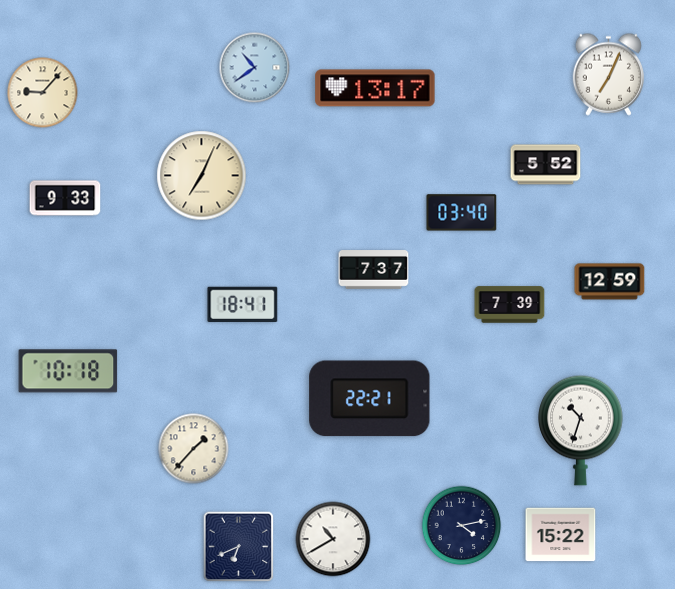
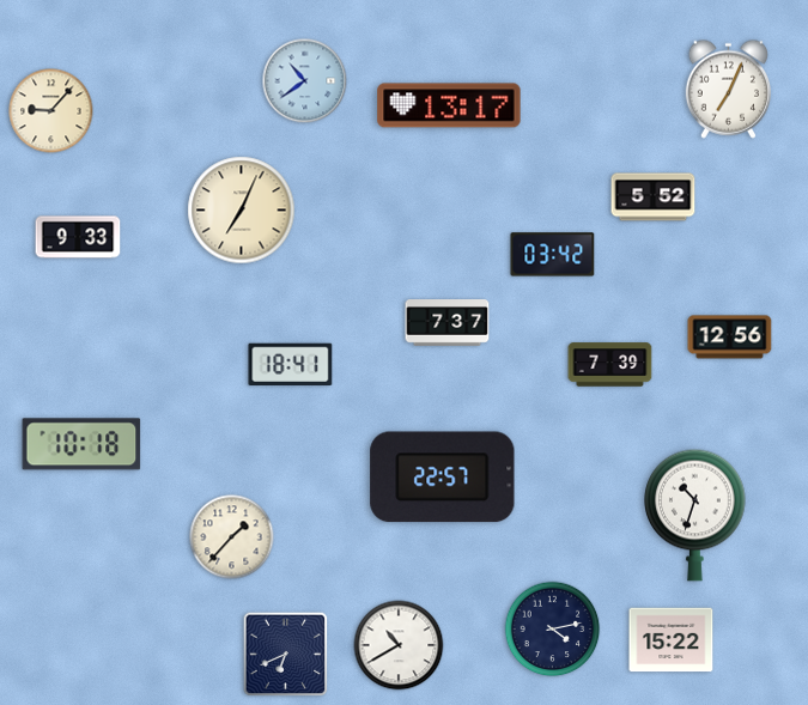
clock at (462, 213): 03:40 -> 03:42
clock at (610, 282): 12:59 -> 12:56
clock at (370, 399): 22:21 -> 22:57
